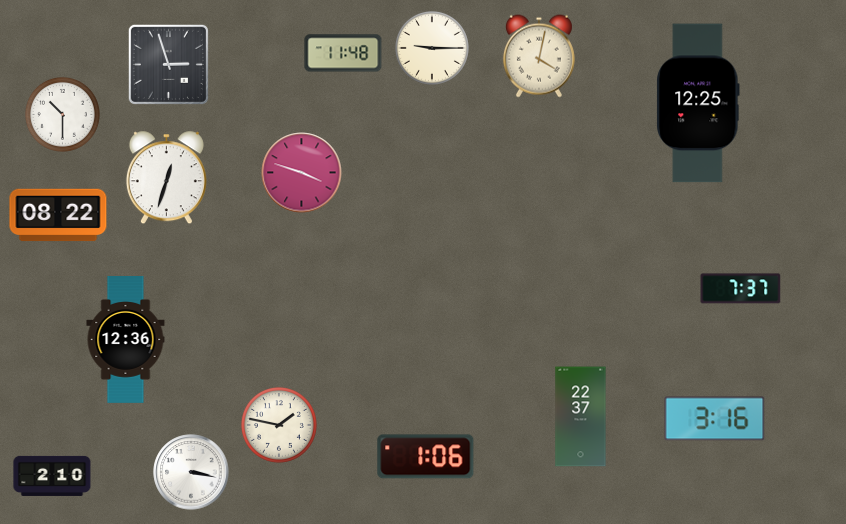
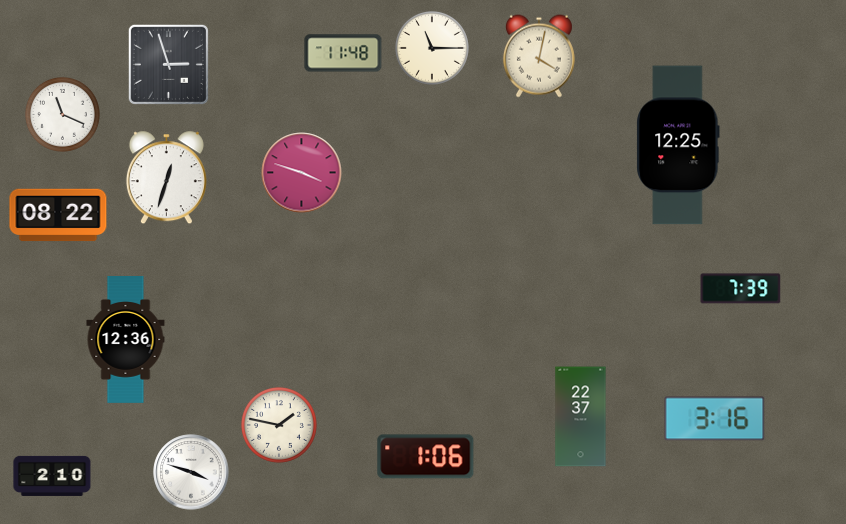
clock at (432, 48): 9:15 -> 11:15
clock at (698, 103) position: (698, 103) -> (678, 145)
clock at (62, 114): 10:30 -> 11:19
clock at (741, 289): 7:37 -> 7:39
clock at (191, 472): 3:17 -> 3:48
